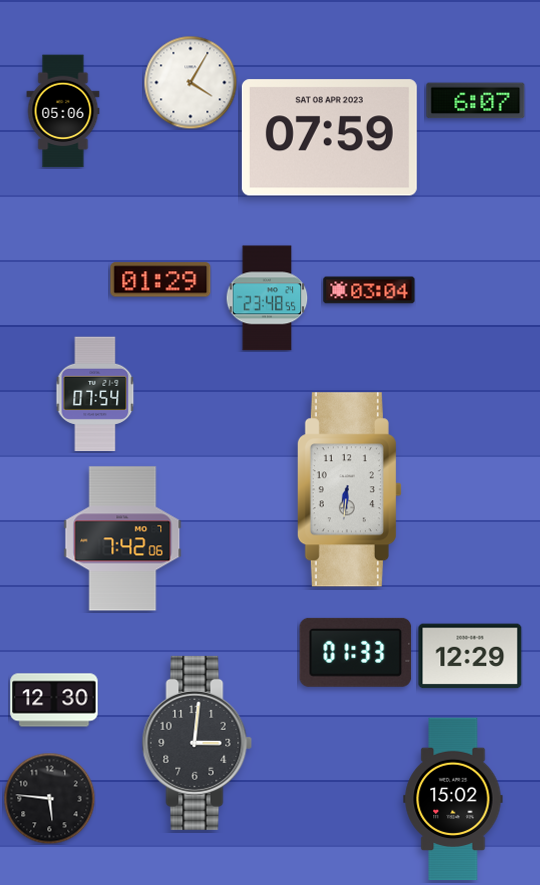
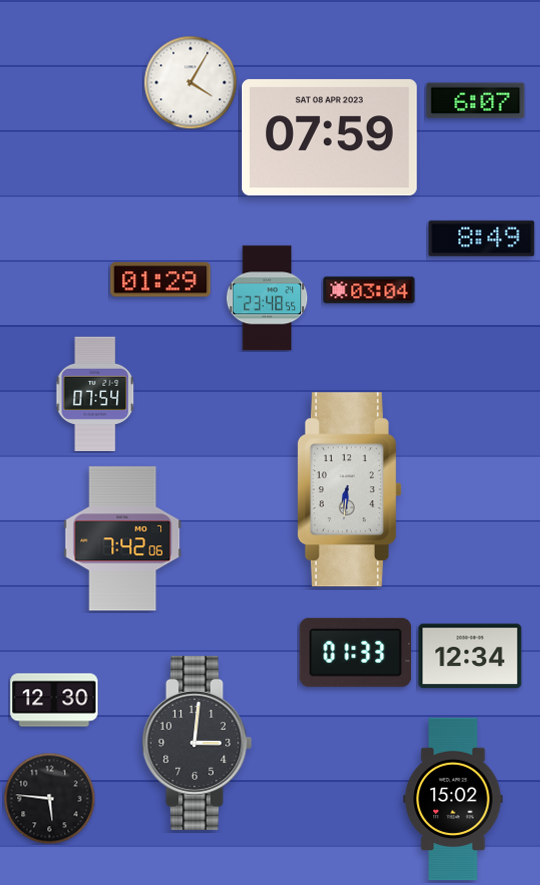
clock at (63, 111): 05:06 -> none
clock at (482, 239): none -> 8:49
clock at (470, 656): 12:29 -> 12:34
